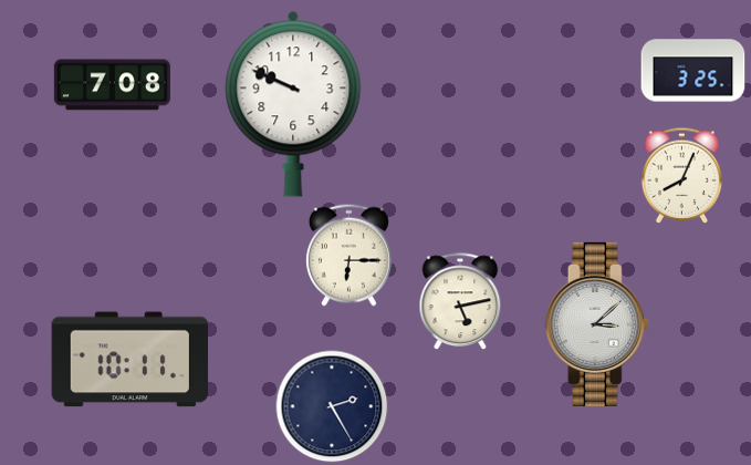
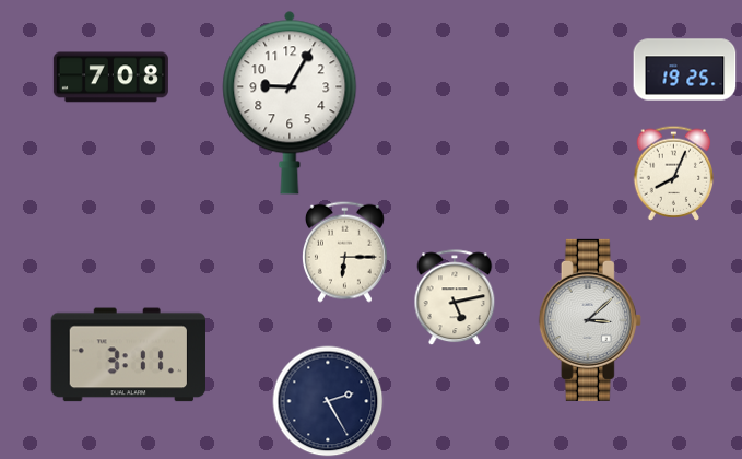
clock at (693, 71): 3:25 -> 19:25
clock at (112, 85) position: (112, 85) -> (110, 78)
clock at (293, 104): 9:49 -> 9:05
clock at (131, 360): 10:11 -> 3:11
